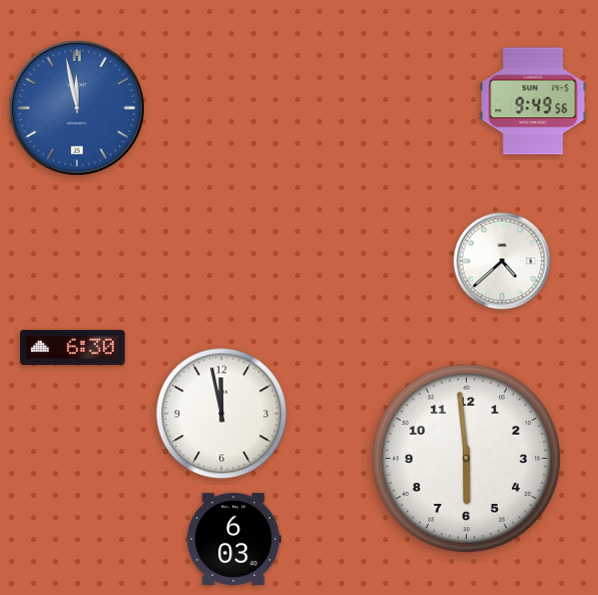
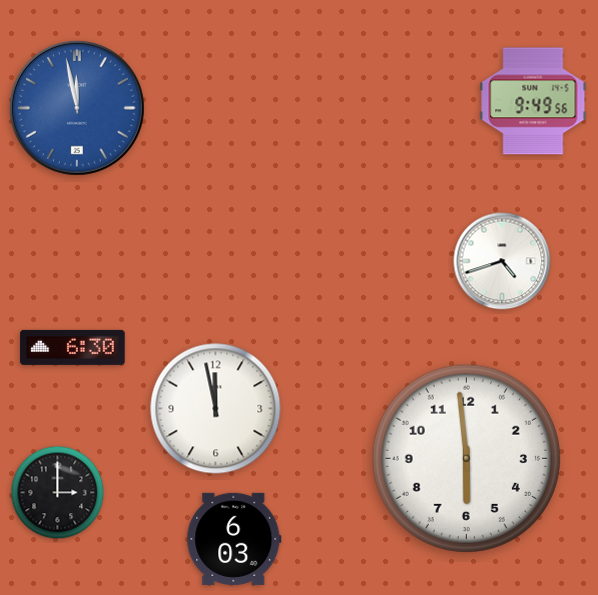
clock at (502, 261): 4:38 -> 4:42
clock at (222, 414) position: (222, 414) -> (216, 409)
clock at (58, 493): none -> 3:00
